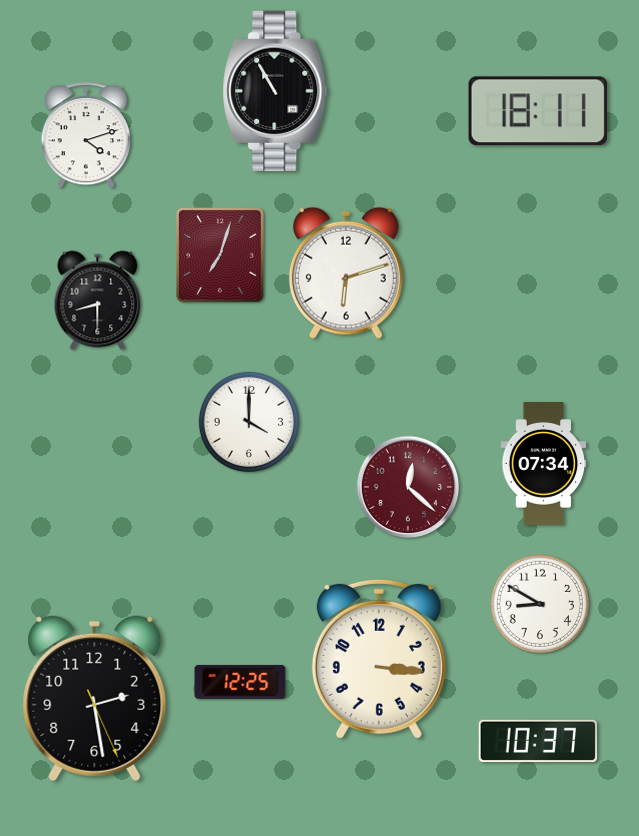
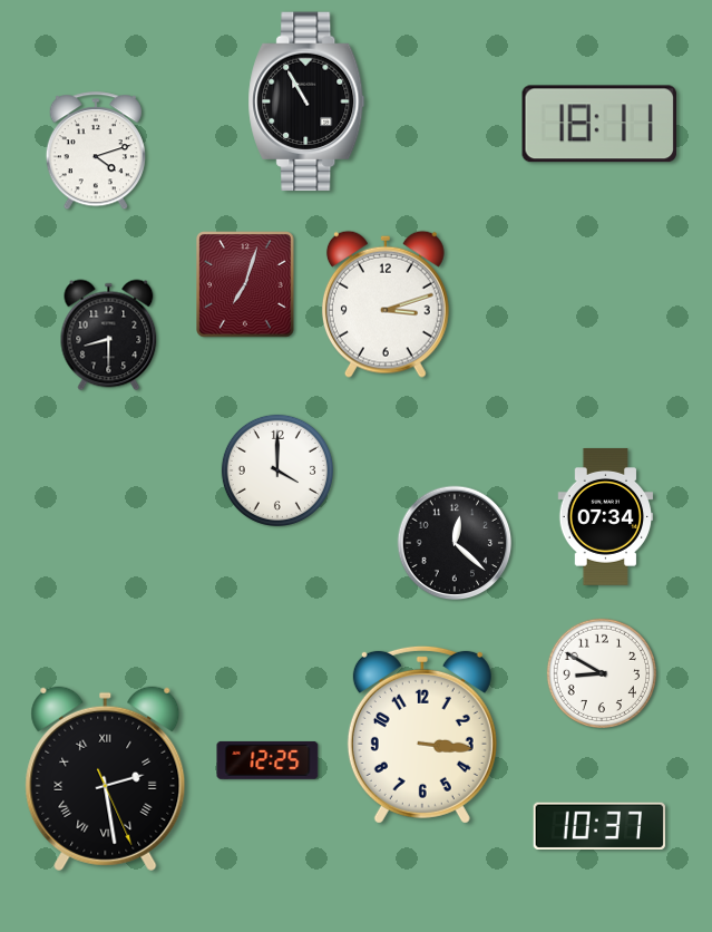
clock at (346, 273): 6:12 -> 3:12
clock at (408, 487) dial: burgundy -> black
clock at (95, 699) numerals: Arabic -> Roman
